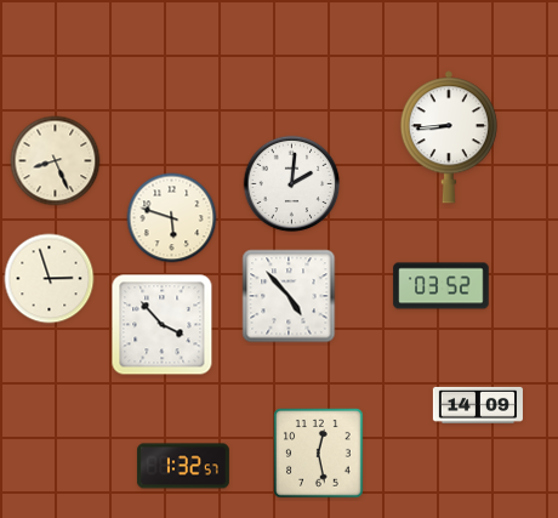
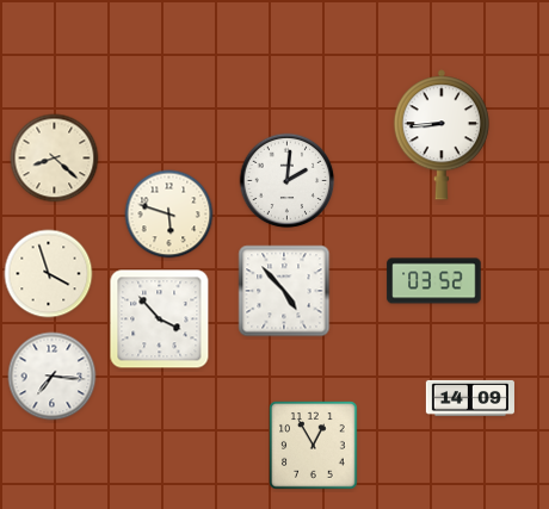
clock at (56, 161): 8:26 -> 8:22
clock at (50, 279): 2:57 -> 3:57
clock at (53, 377): none -> 7:16
clock at (319, 454): 12:28 -> 12:55
clock at (183, 466): 1:32 -> none
